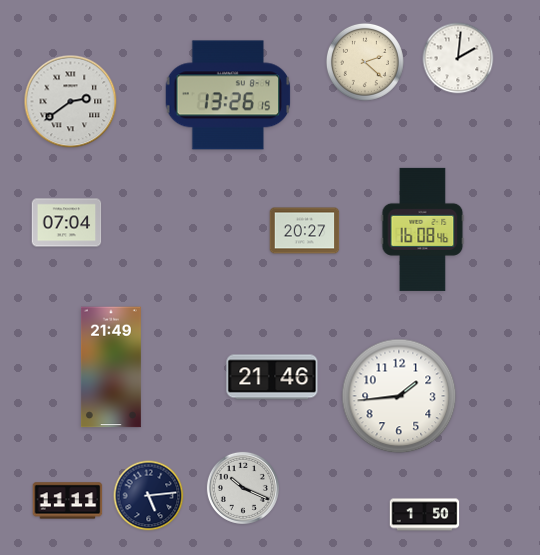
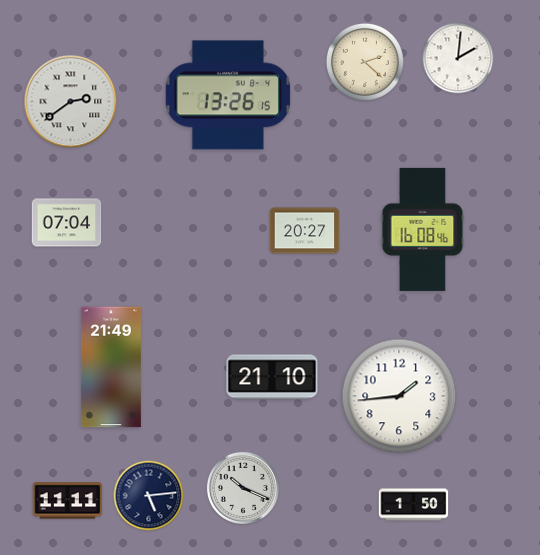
clock at (272, 377): 21:46 -> 21:10
clock at (425, 515) position: (425, 515) -> (414, 505)
